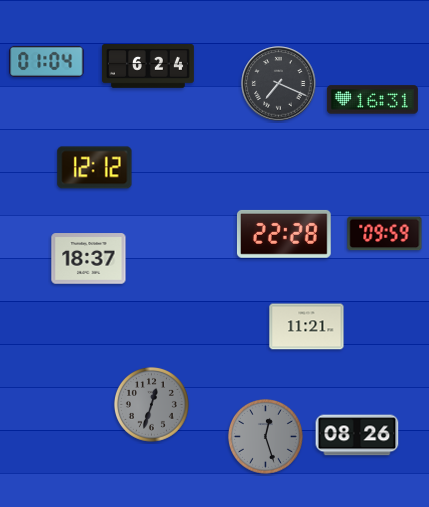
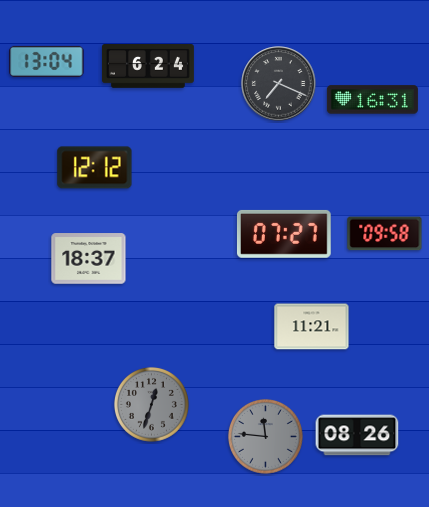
clock at (47, 61): 01:04 -> 13:04
clock at (284, 234): 22:28 -> 07:27
clock at (385, 234): 09:59 -> 09:58
clock at (307, 327) position: (307, 327) -> (312, 327)
clock at (265, 436): 12:27 -> 11:46
